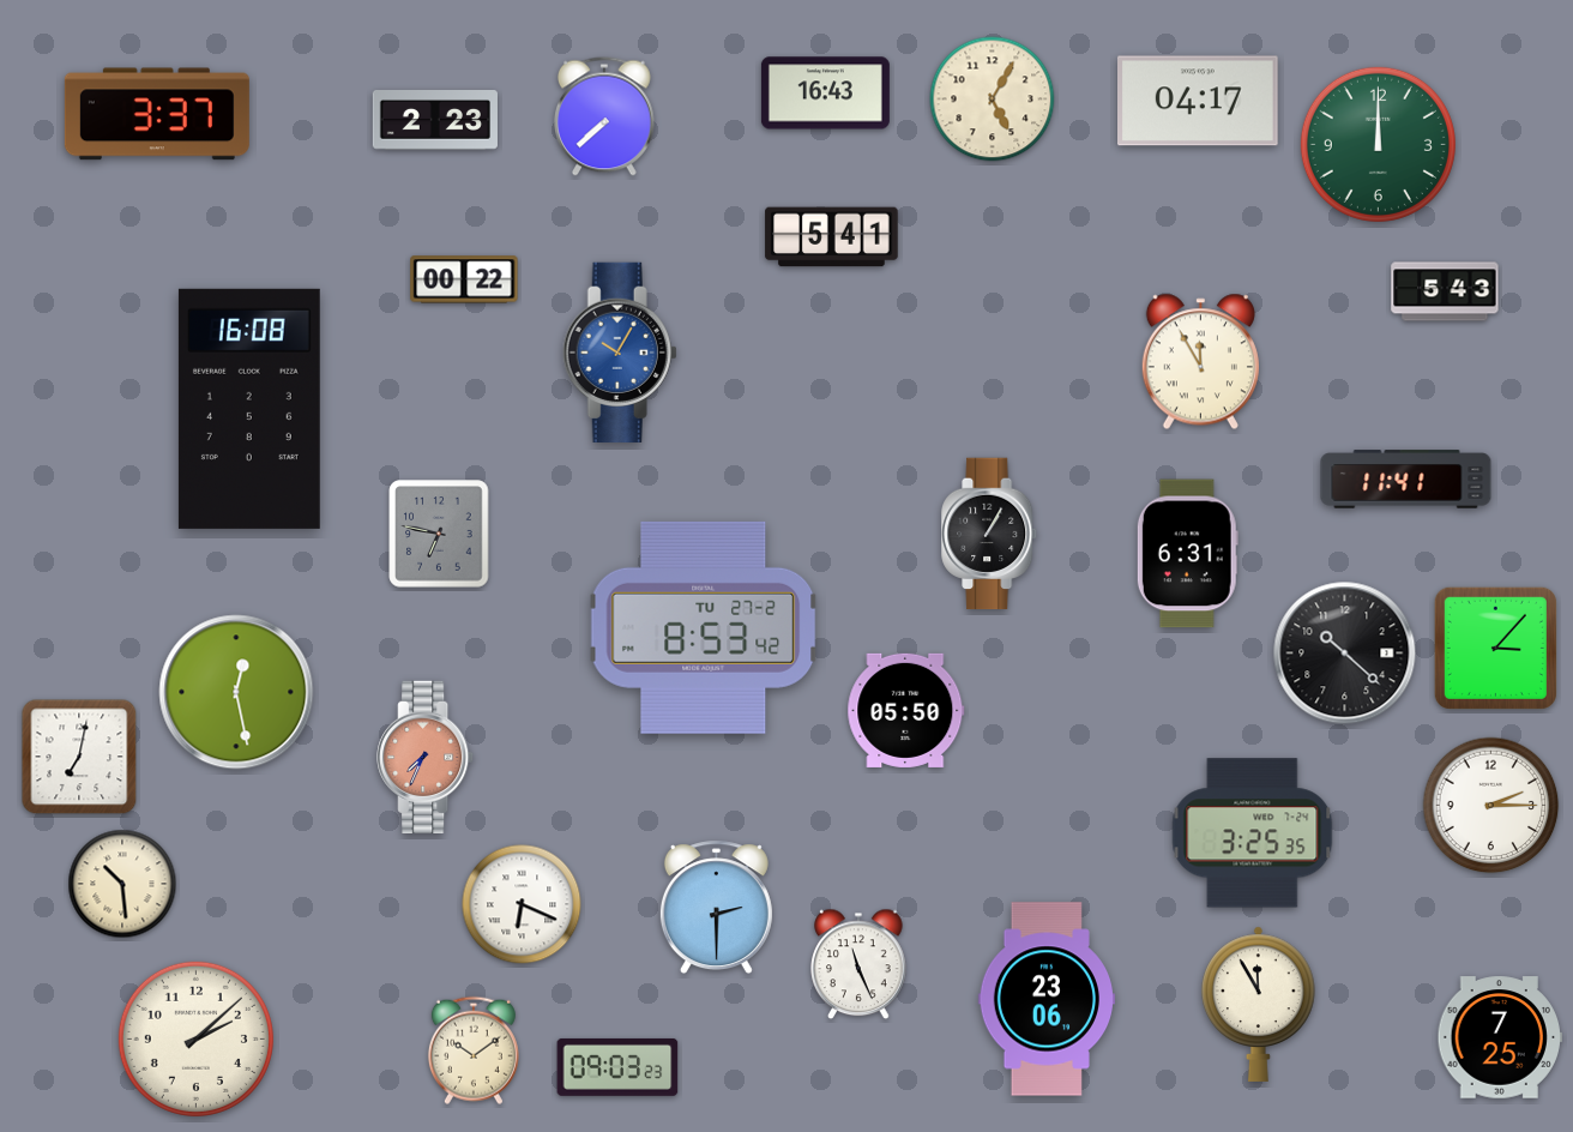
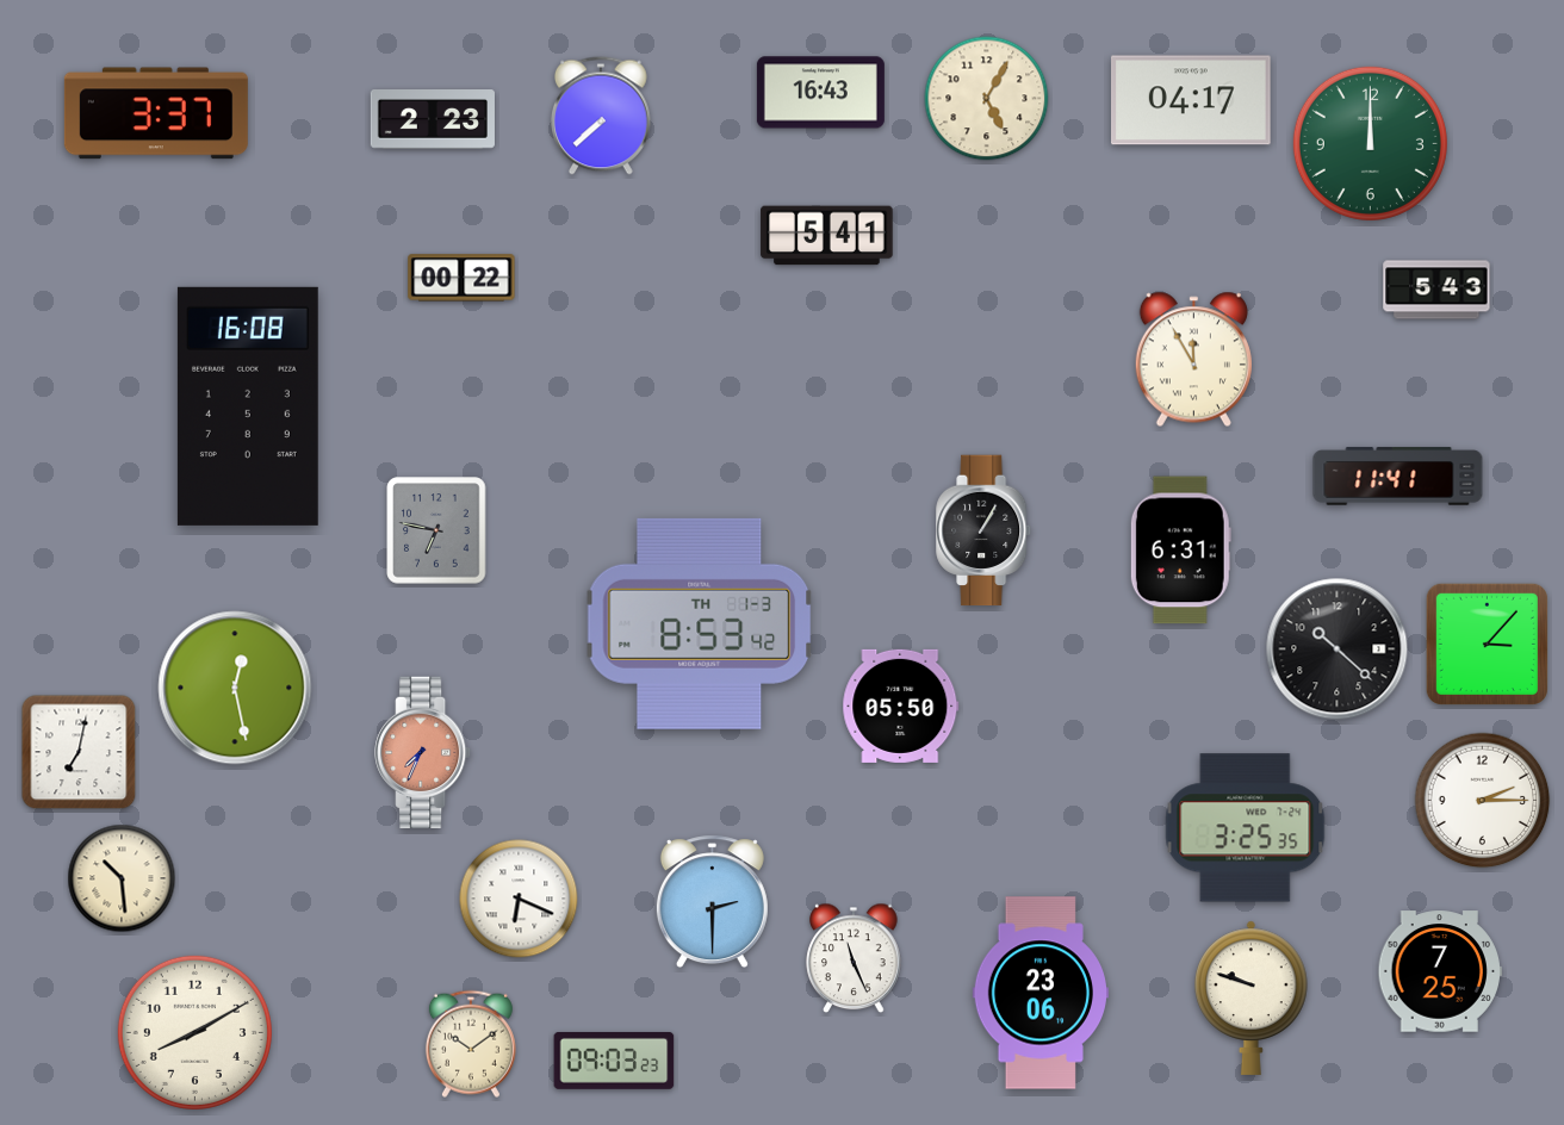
clock at (620, 351): 10:05 -> none
clock at (704, 627) date: TU 27-2 -> TH 1-3
clock at (1259, 1004): 11:55 -> 9:48
clock at (1500, 1037) position: (1500, 1037) -> (1440, 971)
clock at (195, 1038): 2:08 -> 8:10
